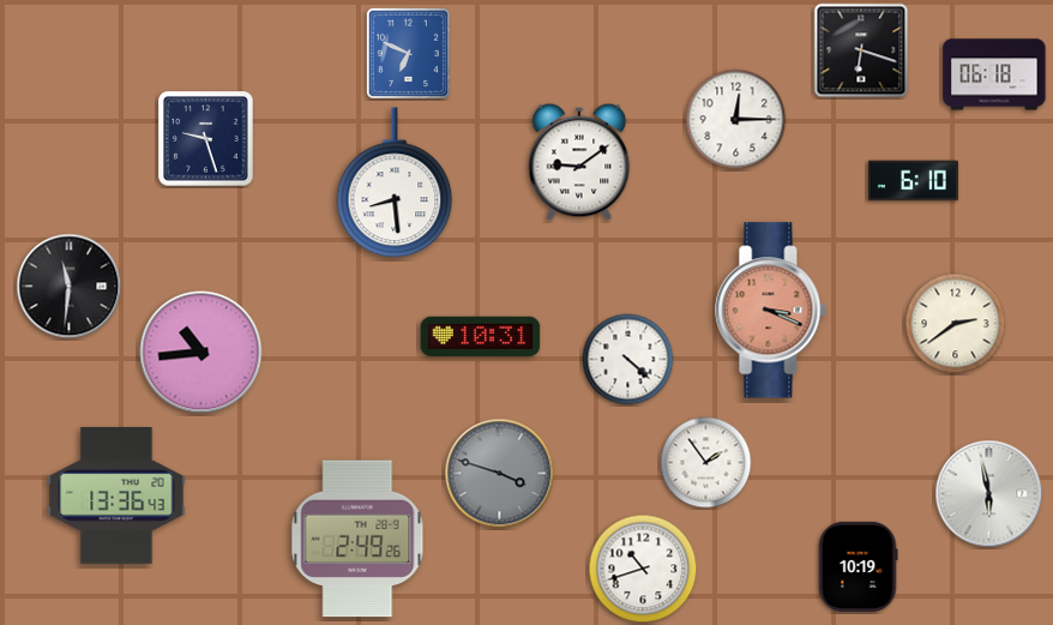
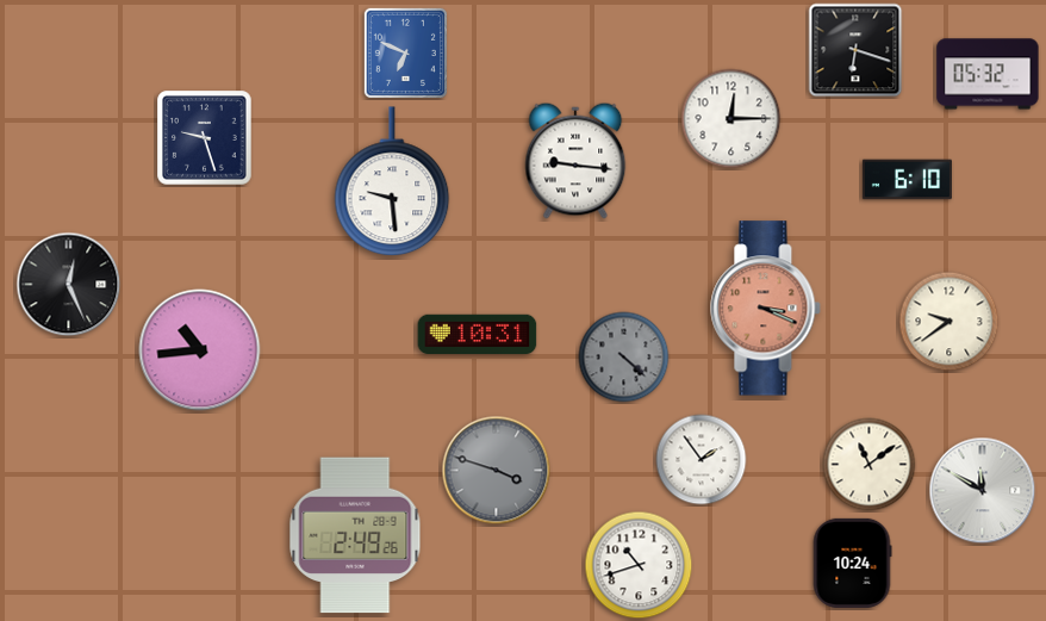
clock at (994, 74): 06:18 -> 05:32
clock at (579, 162): 9:09 -> 9:16
clock at (395, 184): 8:29 -> 9:29
clock at (70, 287): 11:31 -> 12:26
clock at (956, 324): 2:39 -> 9:39
clock at (628, 360) dial: white -> grey
clock at (870, 465): none -> 11:09
clock at (989, 494): 5:58 -> 11:50
clock at (116, 497): 13:36 -> none
clock at (858, 566): 10:19 -> 10:24
